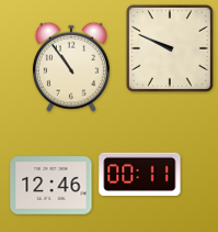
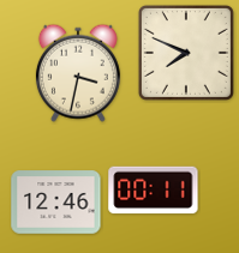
clock at (170, 48): 9:49 -> 7:49
clock at (71, 67): 10:54 -> 3:32
